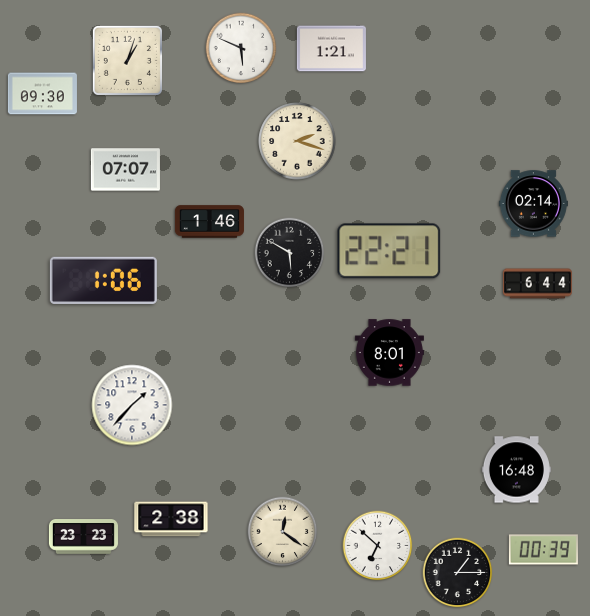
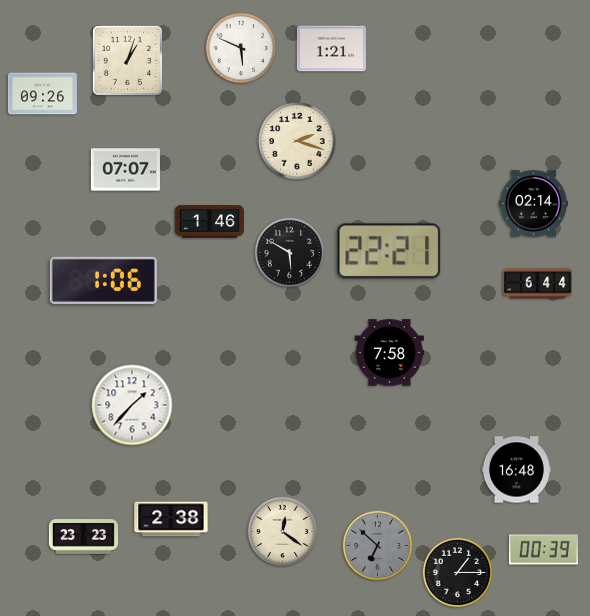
clock at (42, 94): 09:30 -> 09:26
clock at (389, 353): 8:01 -> 7:58
clock at (378, 546) dial: white -> grey
